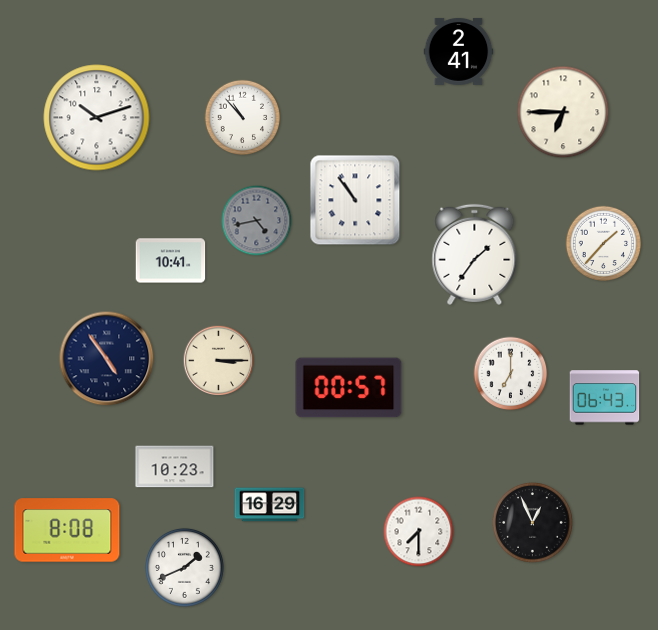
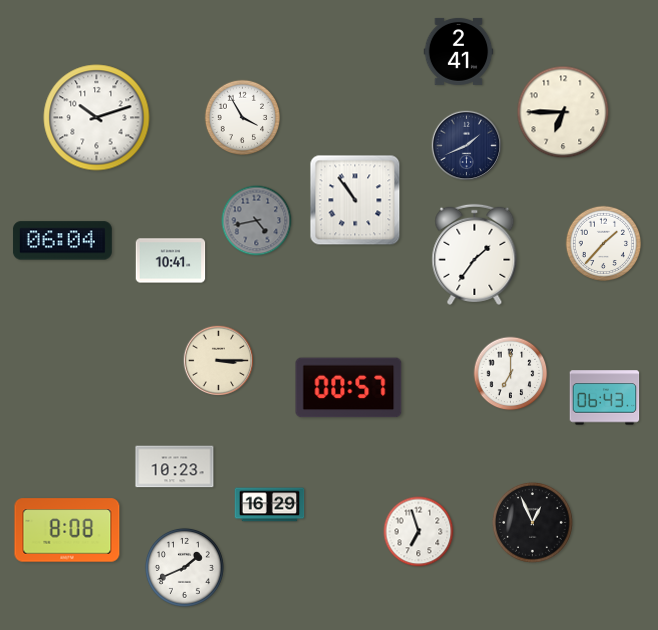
clock at (243, 118): 10:53 -> 3:55
clock at (467, 146): none -> 1:41
clock at (62, 241): none -> 06:04
clock at (107, 359): 4:54 -> none
clock at (419, 532): 7:30 -> 6:57
